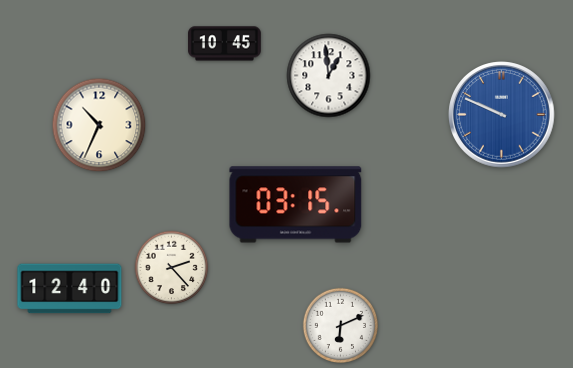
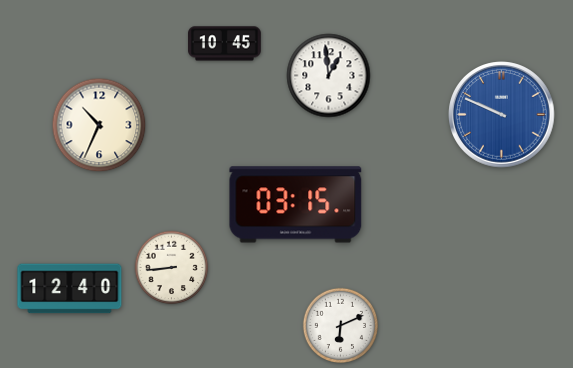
clock at (172, 268): 2:23 -> 8:44
